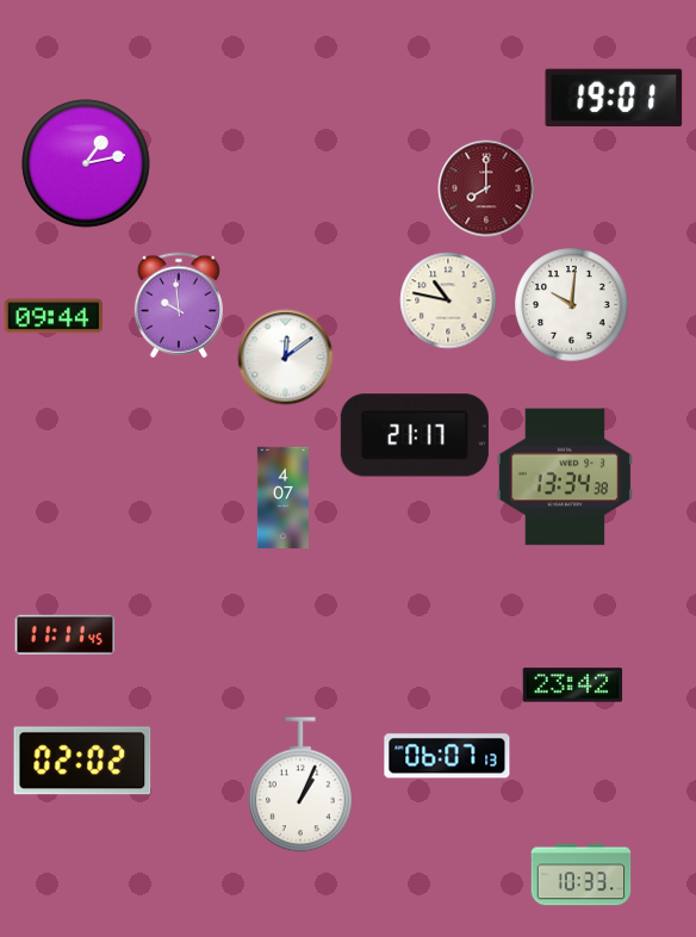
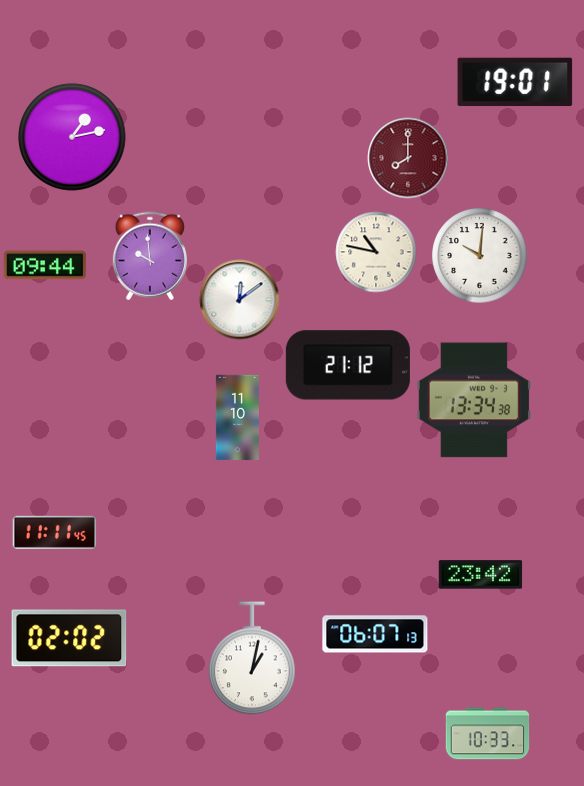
clock at (415, 435): 21:17 -> 21:12
clock at (282, 498): 4:07 -> 11:10
clock at (302, 784): 1:04 -> 1:02
